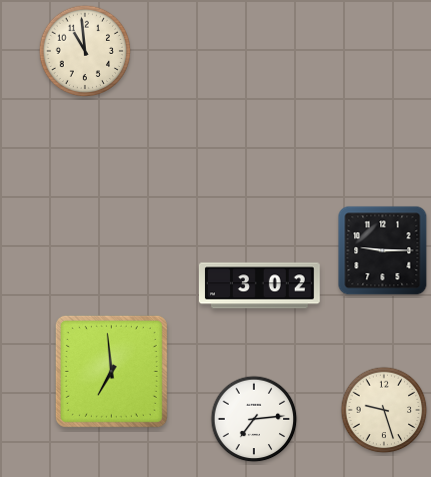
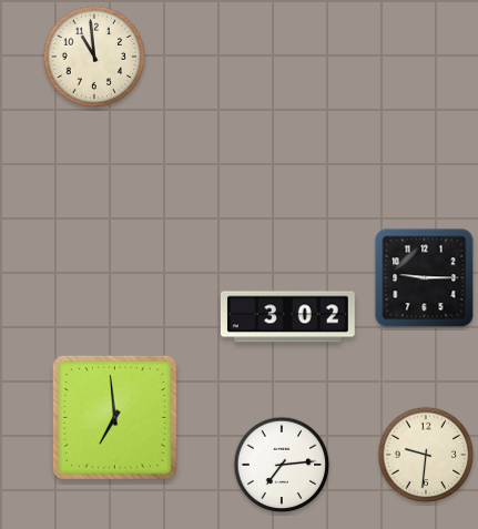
clock at (111, 371) position: (111, 371) -> (114, 417)
clock at (384, 410): 9:27 -> 9:31
